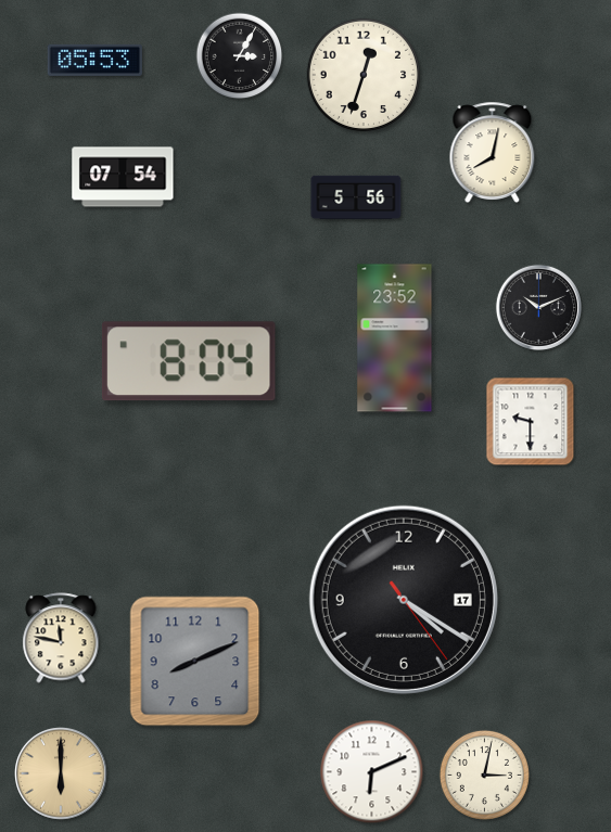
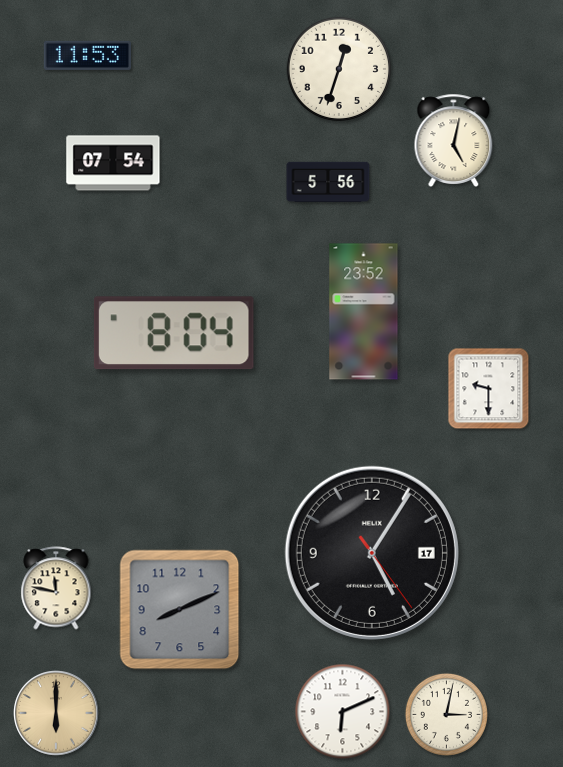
clock at (240, 56): 3:05 -> none
clock at (94, 60): 05:53 -> 11:53
clock at (362, 74) position: (362, 74) -> (338, 68)
clock at (493, 152): 8:02 -> 5:02
clock at (538, 307): 10:11 -> none
clock at (404, 600): 4:20 -> 5:05
